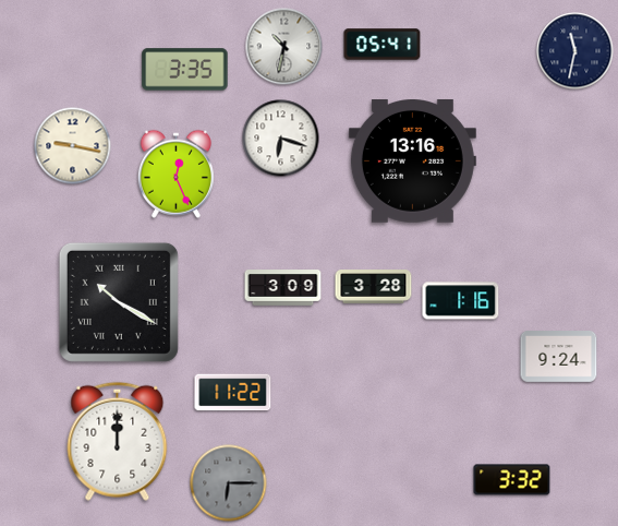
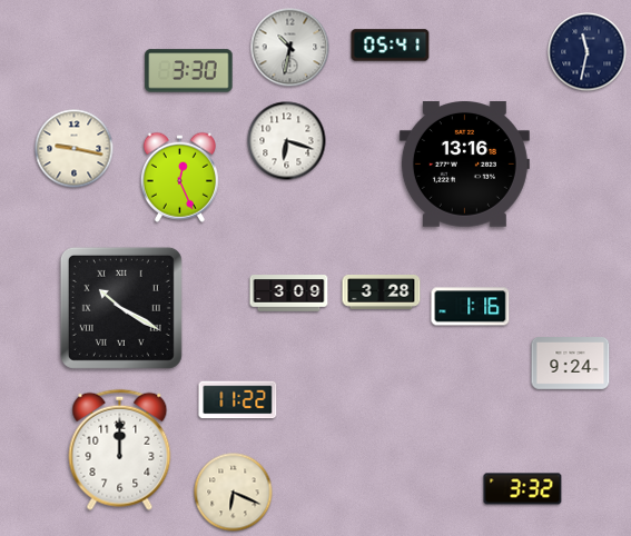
clock at (185, 70): 3:35 -> 3:30
clock at (412, 162) position: (412, 162) -> (464, 165)
clock at (229, 483): 6:15 -> 6:19
clock at (229, 483) dial: grey -> cream
